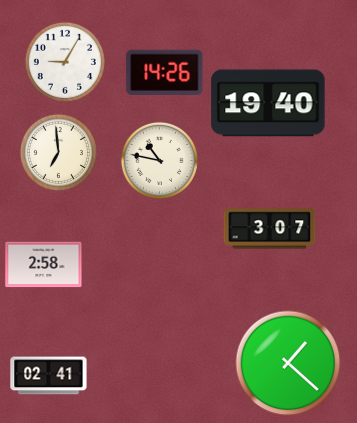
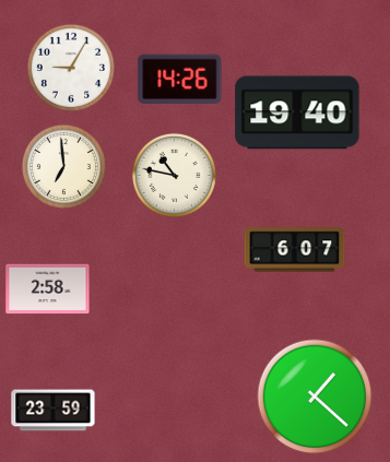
clock at (268, 103) position: (268, 103) -> (297, 112)
clock at (270, 229): 3:07 -> 6:07
clock at (49, 376): 02:41 -> 23:59
